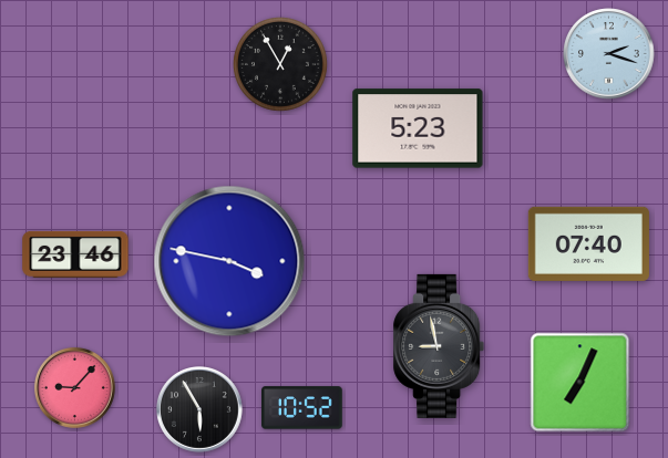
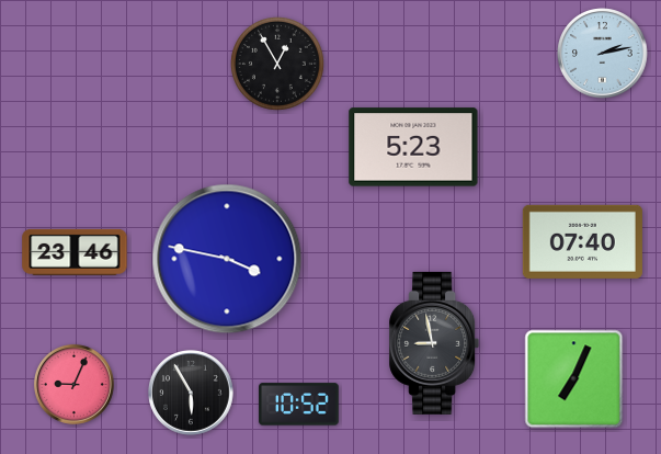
clock at (609, 54): 2:18 -> 2:13
clock at (418, 128) position: (418, 128) -> (413, 147)
clock at (74, 387): 9:07 -> 9:04
clock at (201, 410) position: (201, 410) -> (192, 394)
